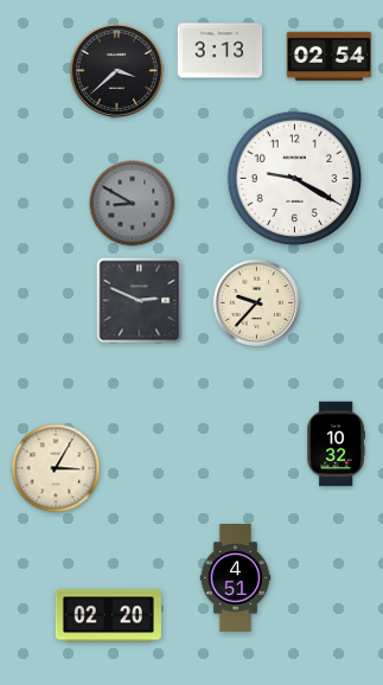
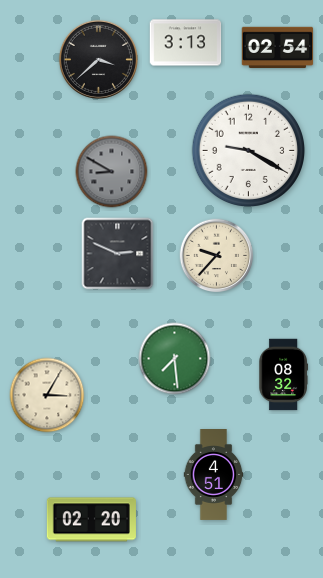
clock at (175, 359): none -> 7:29
clock at (336, 444): 10:32 -> 08:32
clock at (236, 578) position: (236, 578) -> (214, 475)
